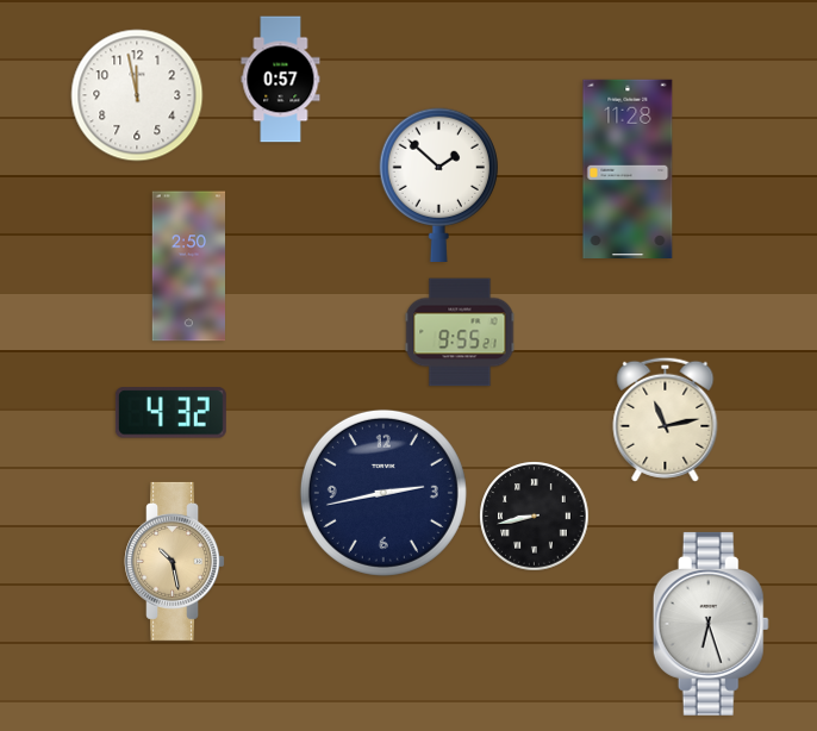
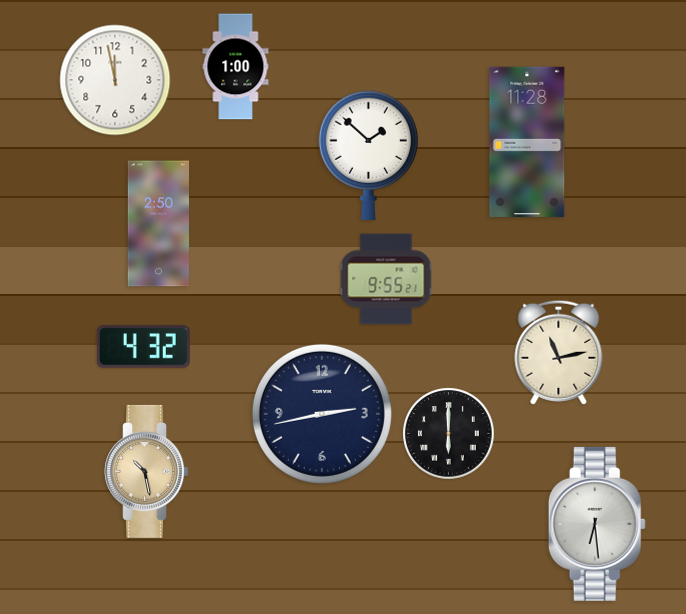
clock at (281, 80): 0:57 -> 1:00
clock at (535, 517): 8:43 -> 6:00
clock at (711, 624): 6:27 -> 6:29
